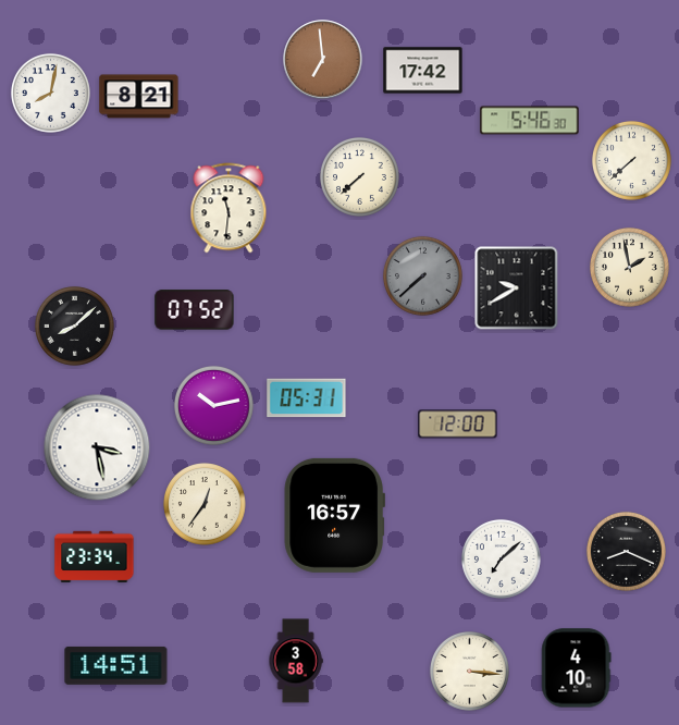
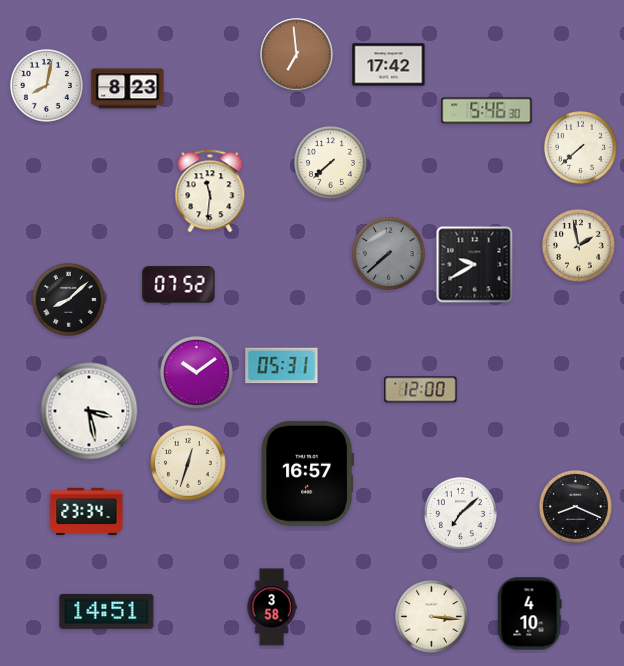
clock at (139, 97): 8:21 -> 8:23
clock at (213, 405): 10:13 -> 10:09
clock at (205, 504): 12:36 -> 12:33
